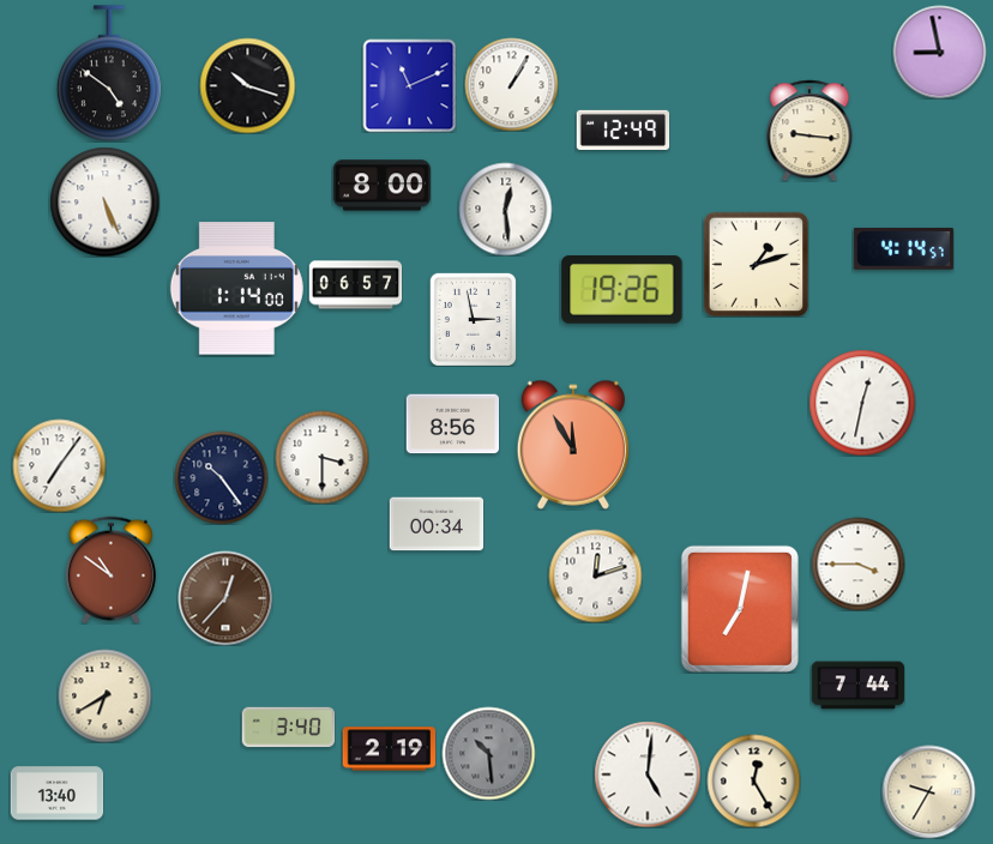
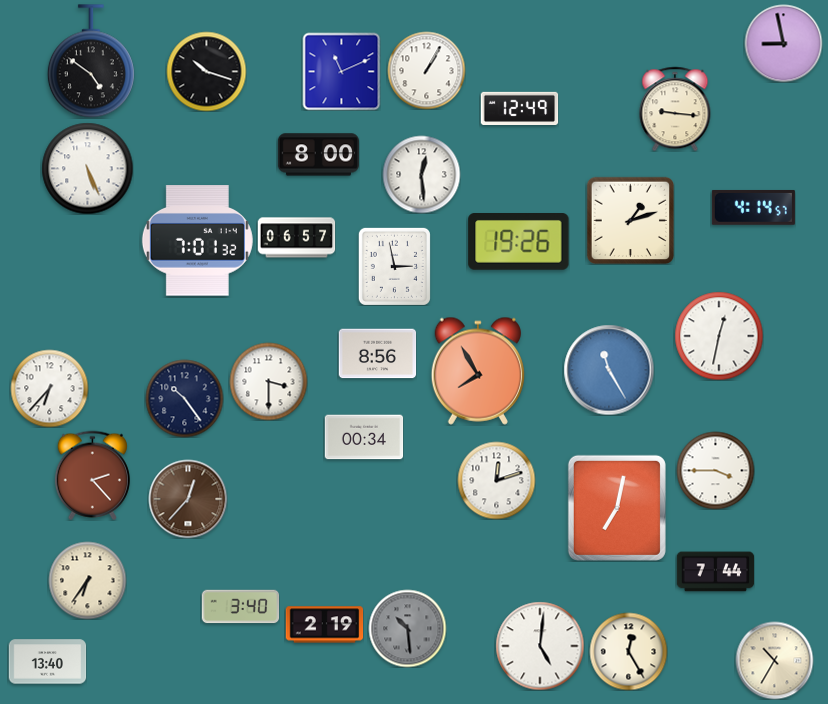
clock at (236, 289): 1:14 -> 7:01
clock at (609, 370): none -> 11:25
clock at (572, 445): 11:55 -> 7:55
clock at (59, 465): 7:06 -> 6:37
clock at (110, 569): 10:51 -> 2:23
clock at (104, 695): 6:40 -> 6:36
clock at (928, 791): 9:35 -> 10:35
